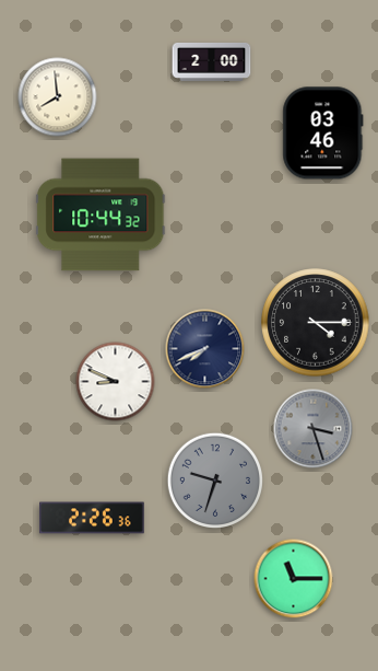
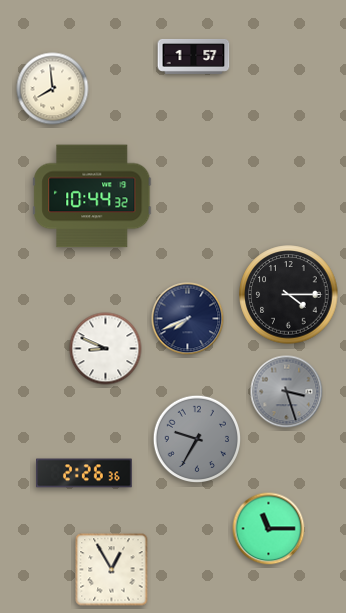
clock at (212, 61): 2:00 -> 1:57
clock at (323, 134): 03:46 -> none
clock at (214, 479): 9:33 -> 9:35
clock at (112, 570): none -> 12:55
